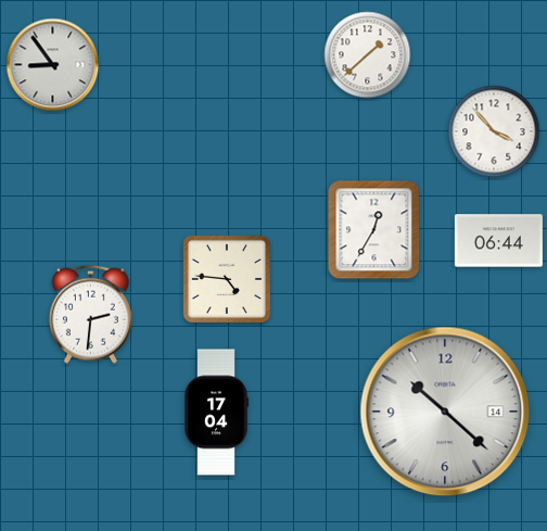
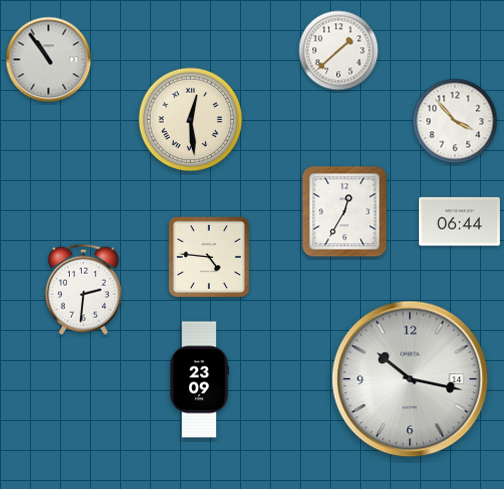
clock at (53, 65): 8:54 -> 10:54
clock at (191, 120): none -> 12:29
clock at (445, 412): 10:22 -> 10:17
clock at (217, 413): 17:04 -> 23:09
